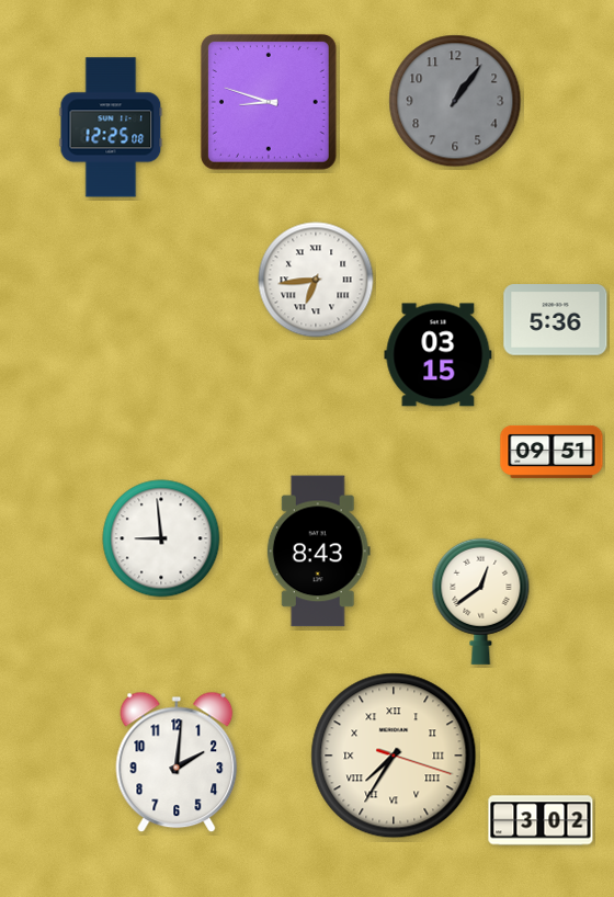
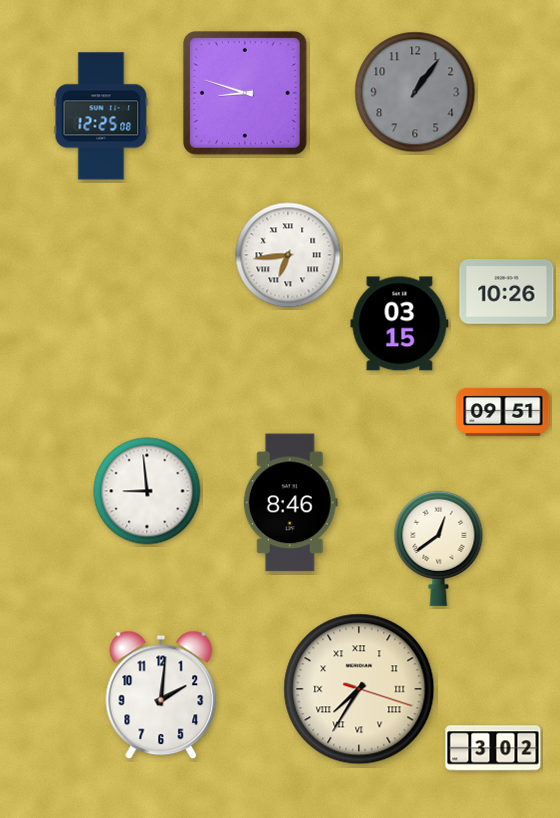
clock at (556, 320): 5:36 -> 10:26
clock at (318, 552): 8:43 -> 8:46
